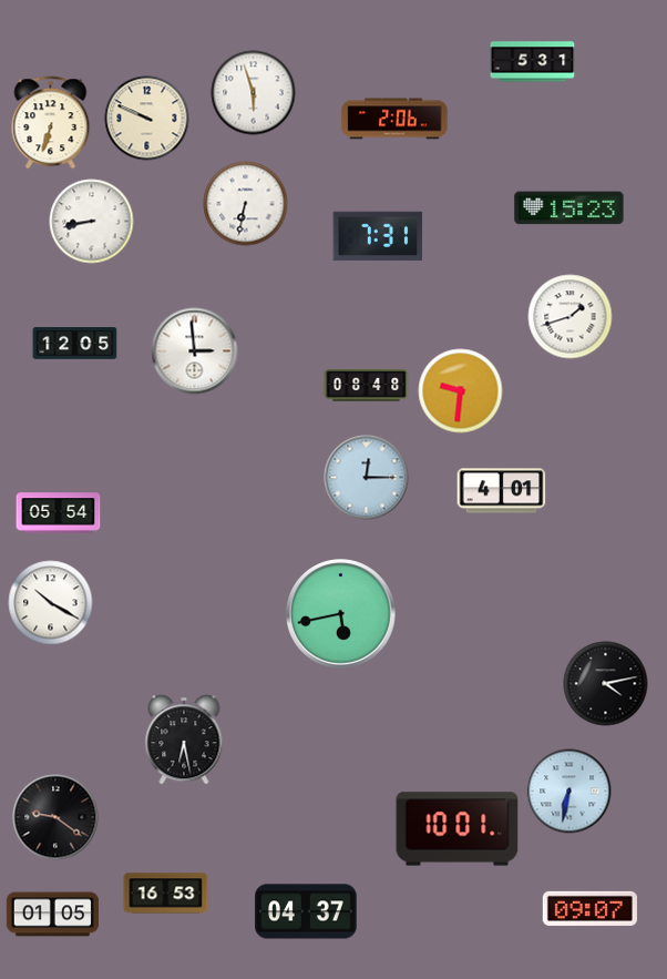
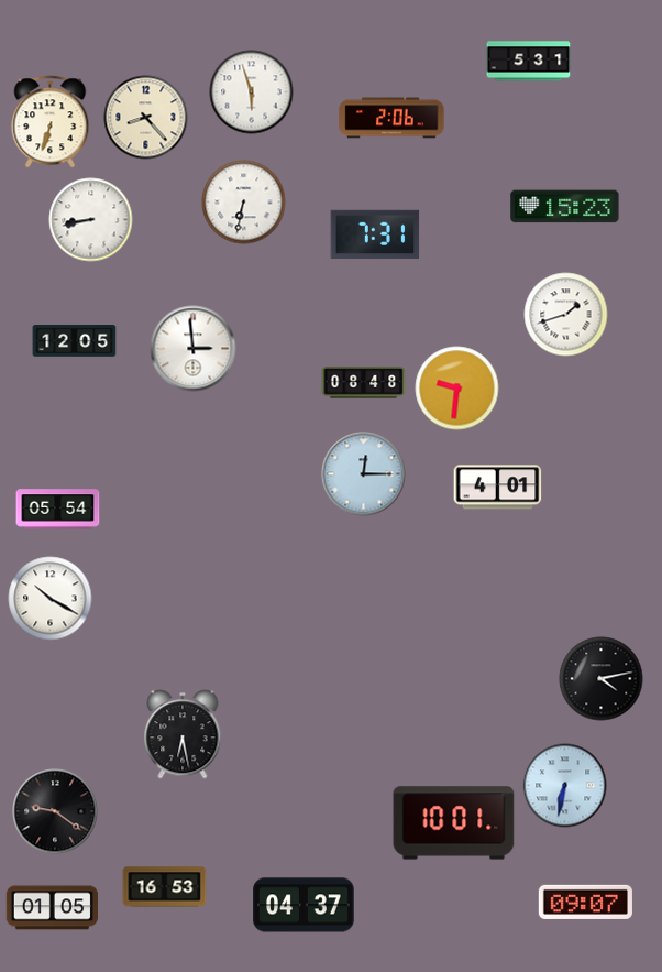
clock at (147, 119): 9:49 -> 8:23
clock at (341, 614): 5:43 -> none
